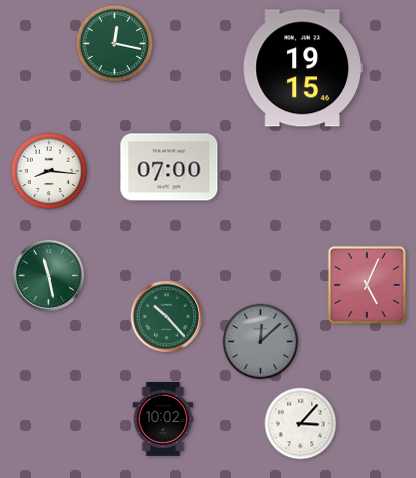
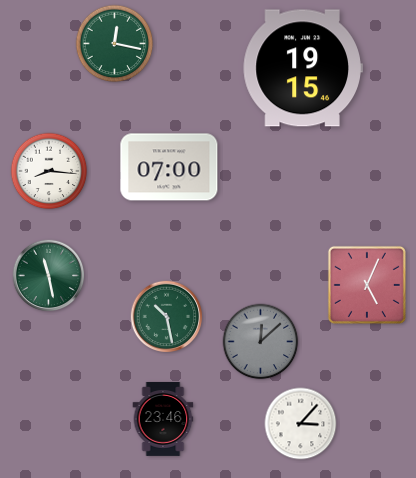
clock at (167, 317): 10:23 -> 10:28
clock at (163, 419): 10:02 -> 23:46
